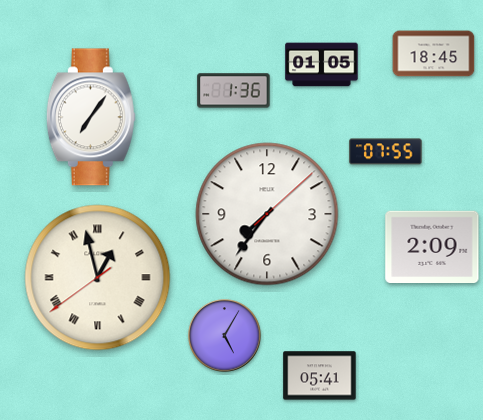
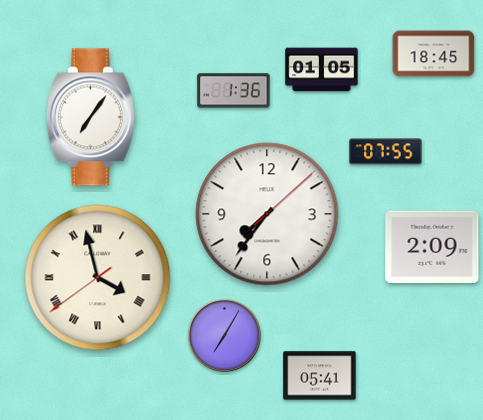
clock at (322, 65) position: (322, 65) -> (322, 70)
clock at (98, 278): 12:57 -> 3:57
clock at (225, 336): 5:05 -> 7:05
